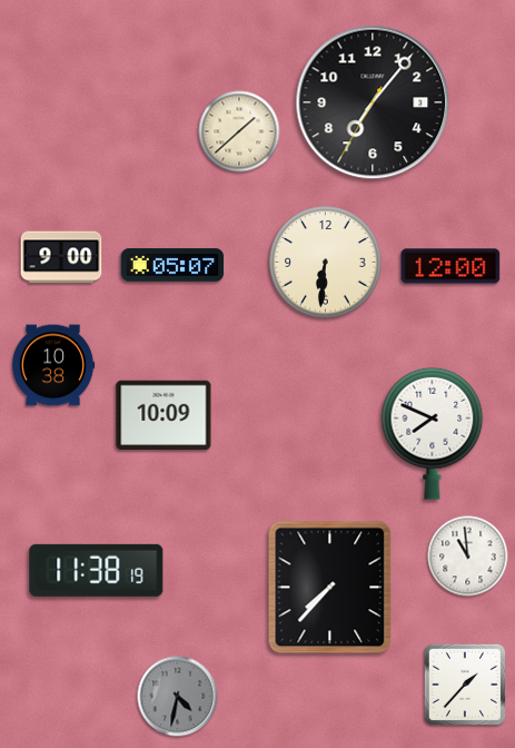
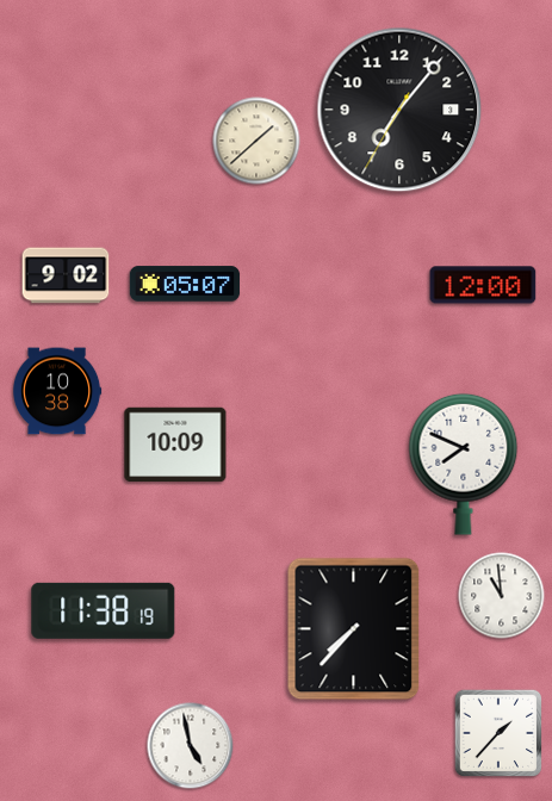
clock at (61, 257): 9:00 -> 9:02
clock at (326, 263): 6:31 -> none
clock at (178, 697): 4:32 -> 4:58
clock at (178, 697) dial: grey -> white
